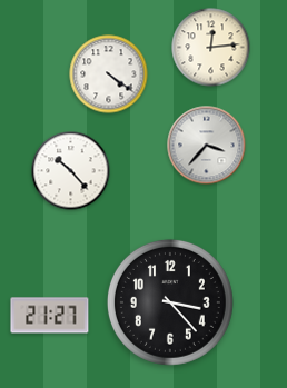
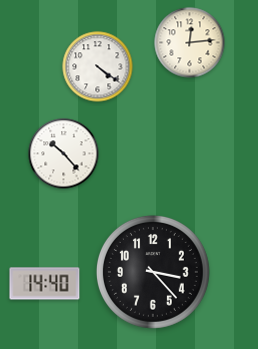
clock at (207, 146): 3:37 -> none
clock at (50, 316): 21:27 -> 14:40
